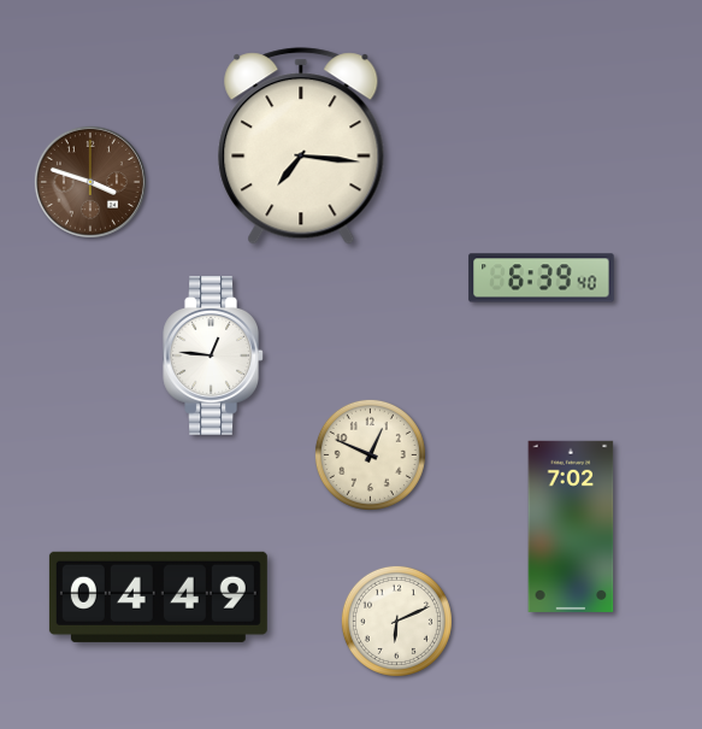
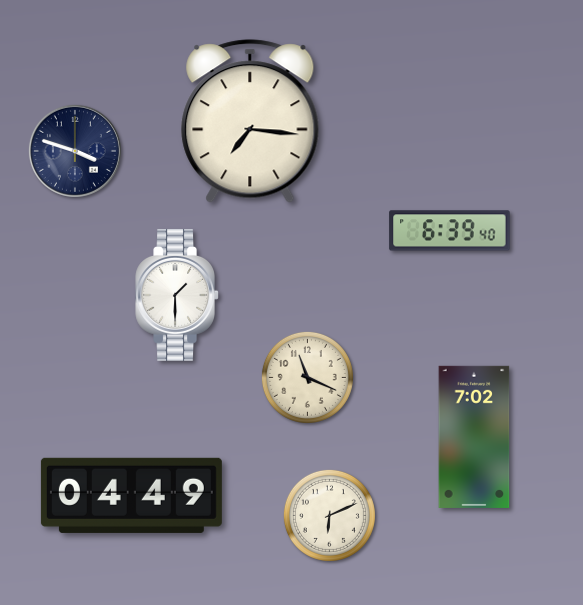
clock at (90, 182) dial: brown -> navy
clock at (213, 355): 12:46 -> 1:30
clock at (370, 454): 12:49 -> 11:19
